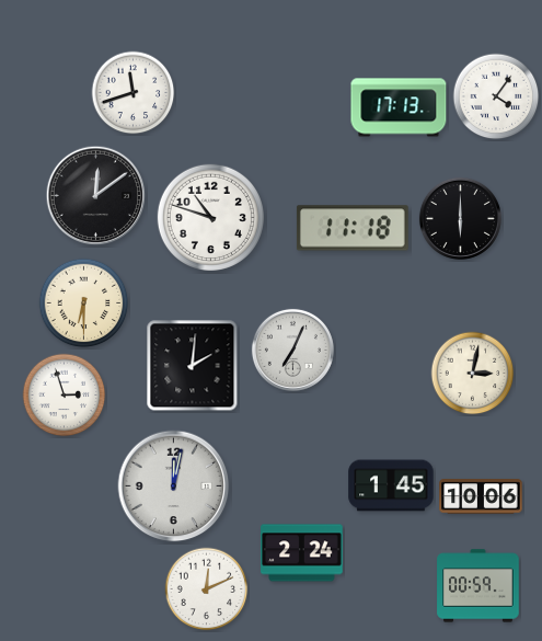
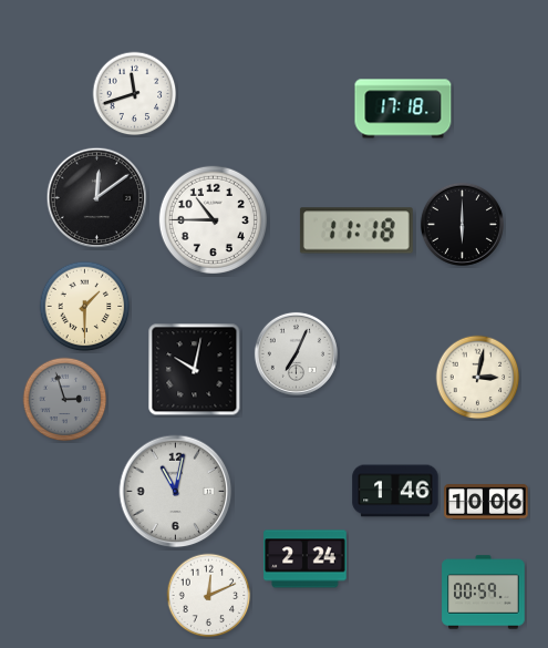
clock at (496, 96): 4:06 -> none
clock at (399, 107): 17:13 -> 17:18
clock at (210, 217): 10:48 -> 10:45
clock at (460, 218) position: (460, 218) -> (462, 224)
clock at (84, 304): 6:30 -> 1:30
clock at (193, 366): 2:01 -> 10:02
clock at (65, 396) dial: white -> grey
clock at (391, 485): 1:45 -> 1:46
clock at (174, 487): 12:02 -> 11:02
